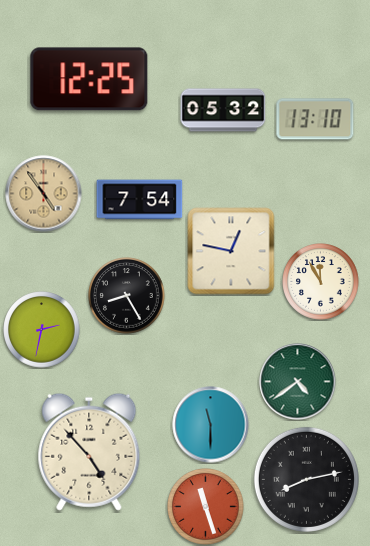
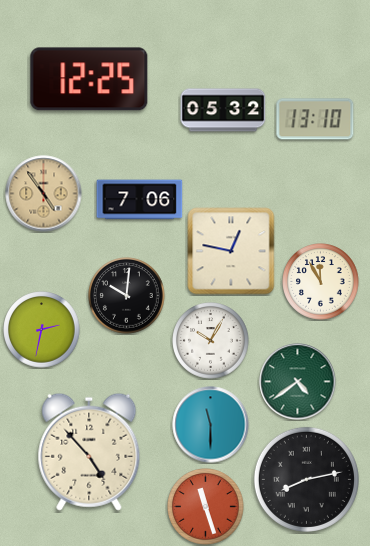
clock at (140, 200): 7:54 -> 7:06
clock at (127, 296): 8:25 -> 10:01
clock at (211, 341): none -> 10:05
